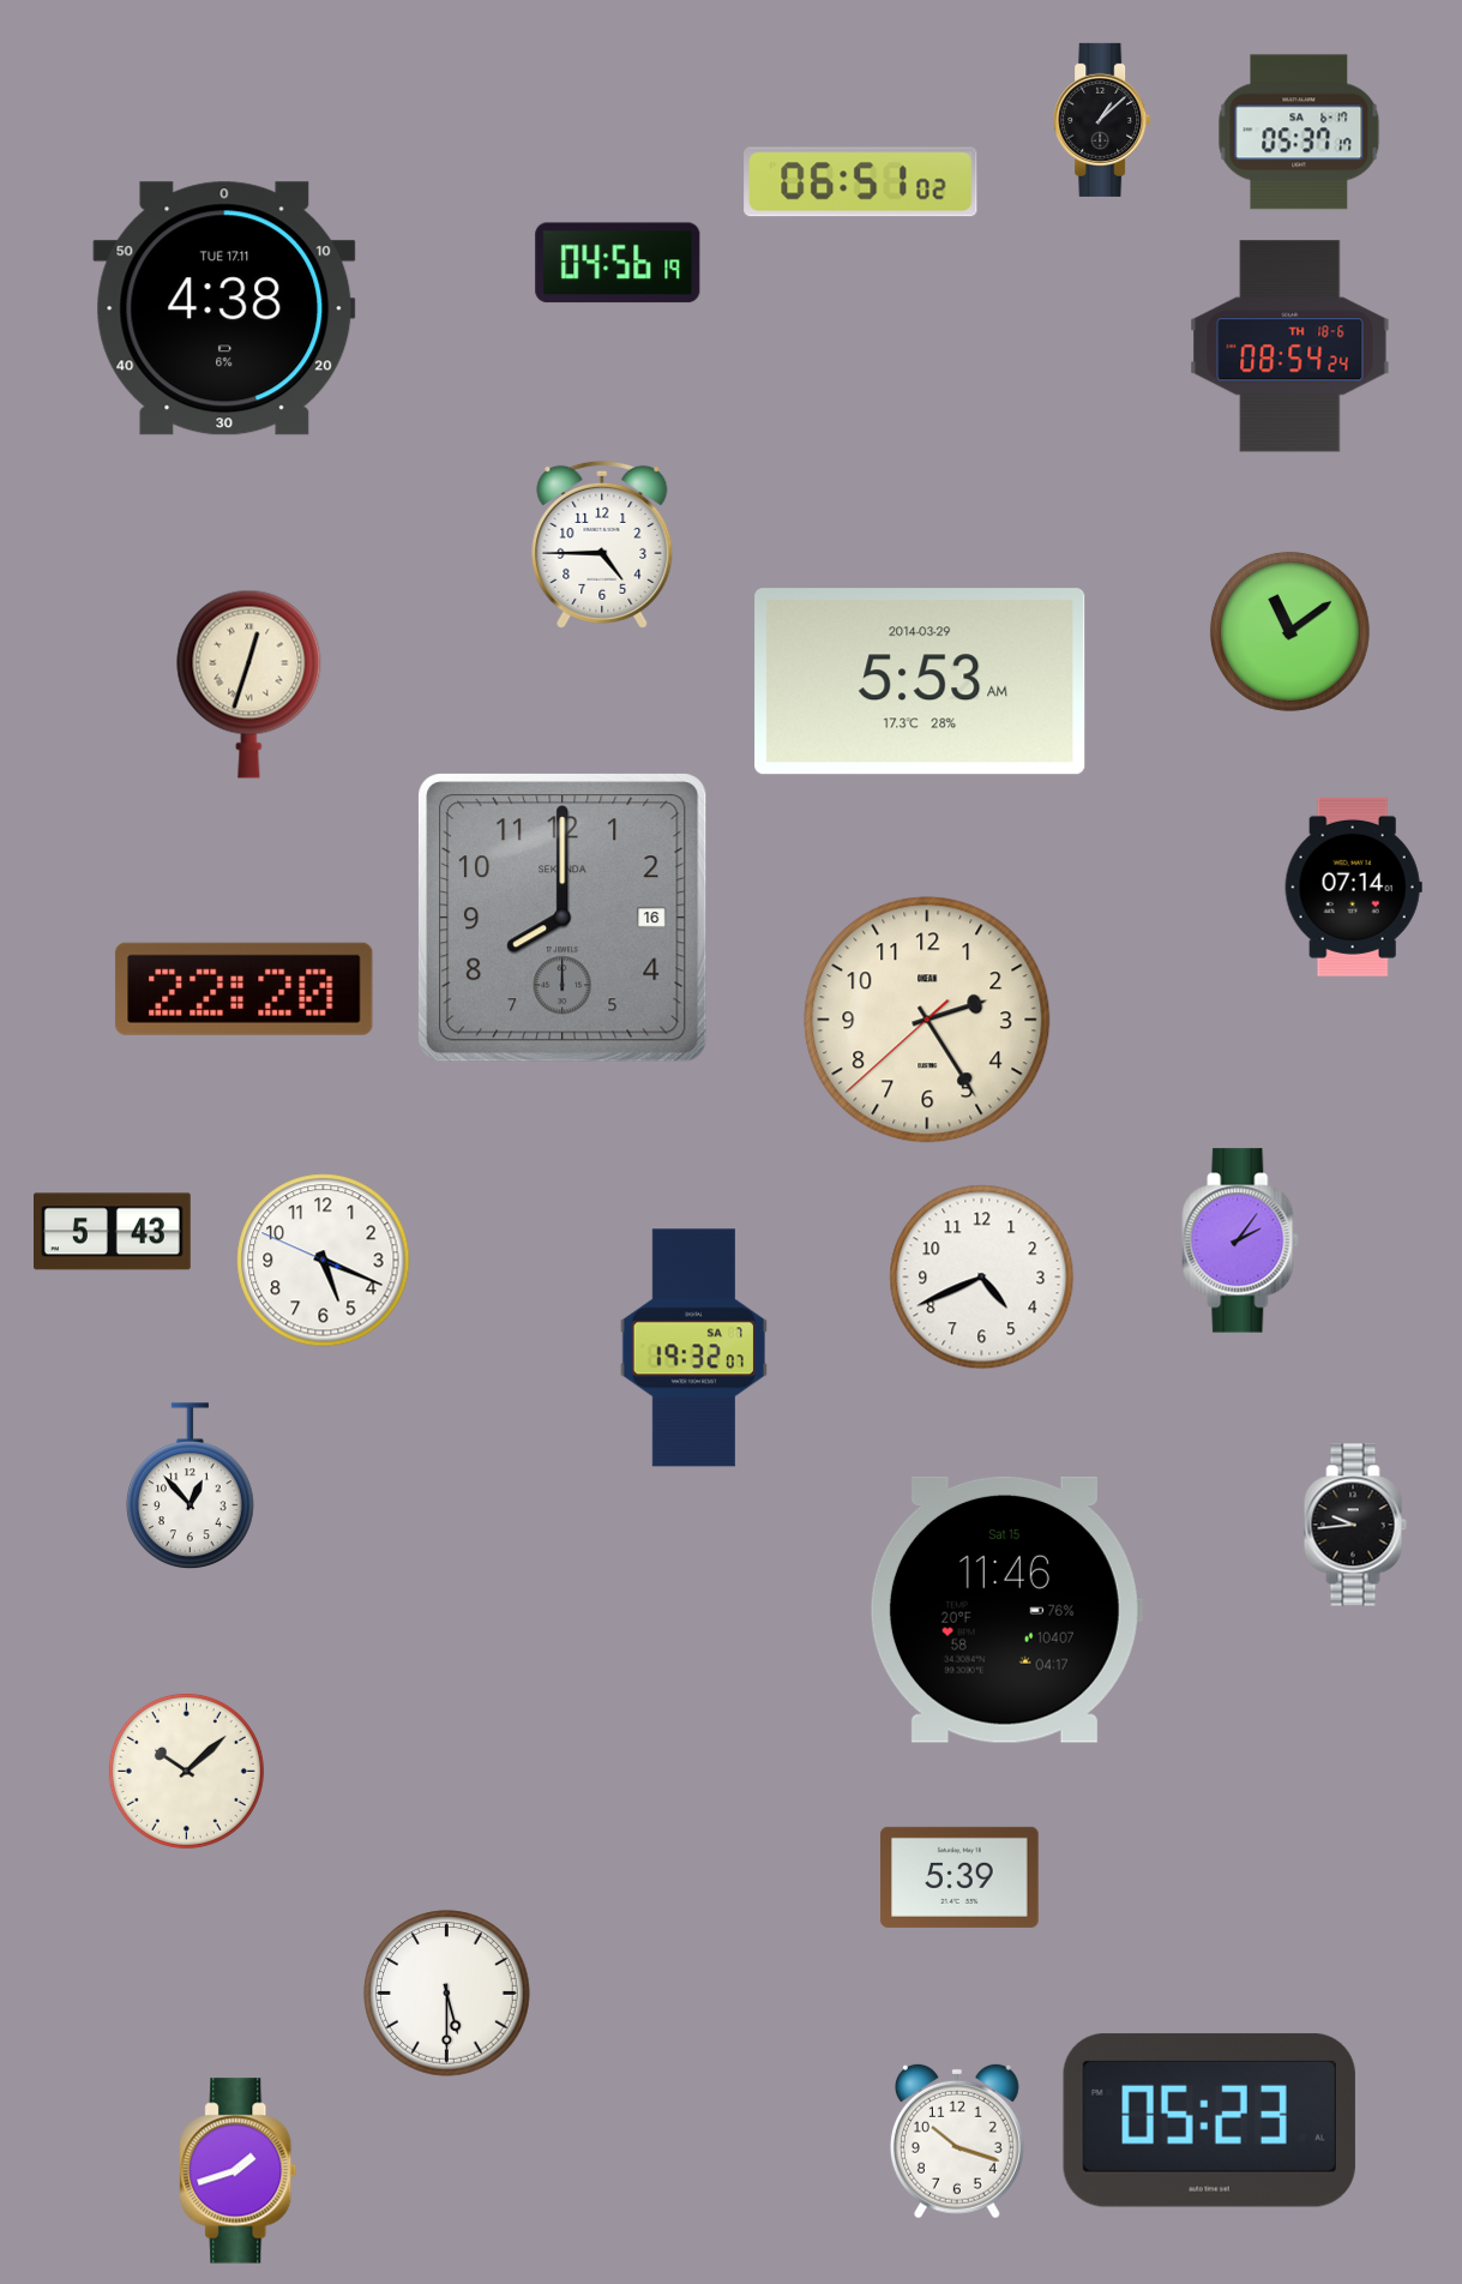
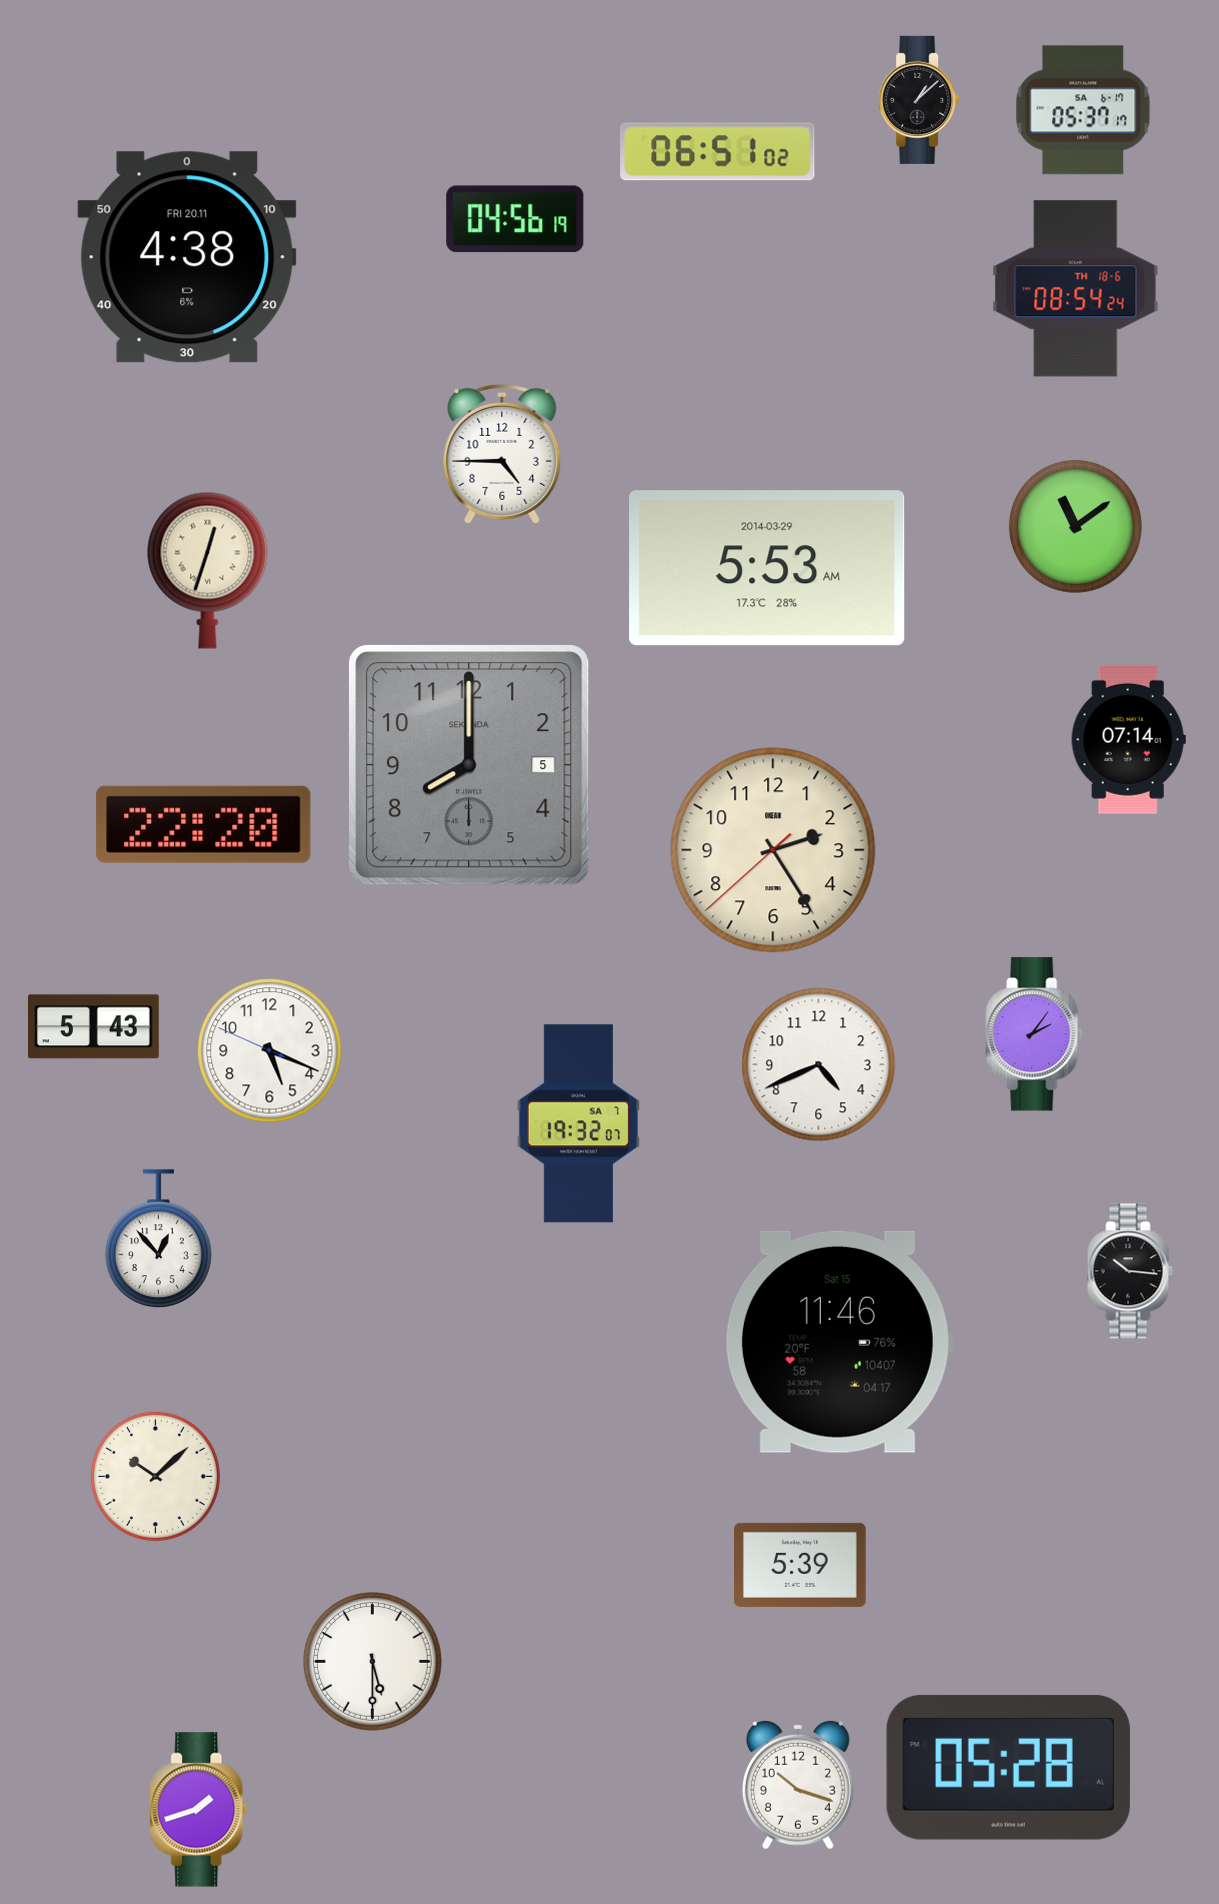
clock at (224, 308) date: TUE 17.11 -> FRI 20.11
clock at (564, 919) date: 16 -> 5
clock at (1355, 1525): 9:44 -> 10:16
clock at (1209, 2120): 05:23 -> 05:28
